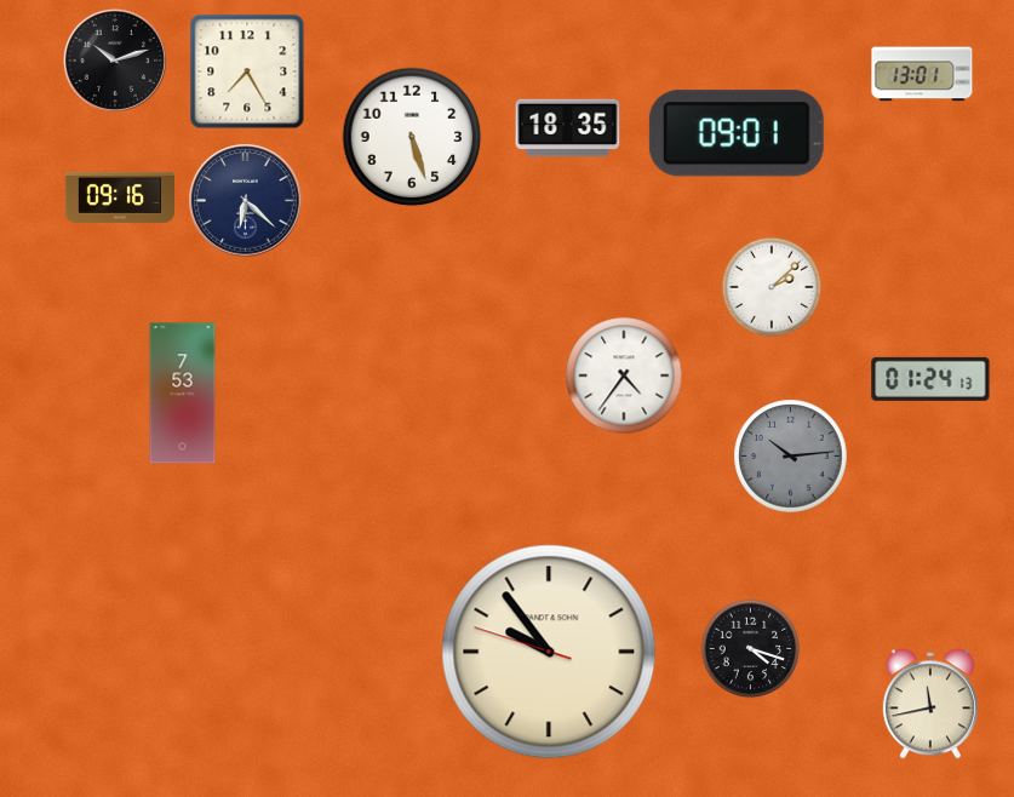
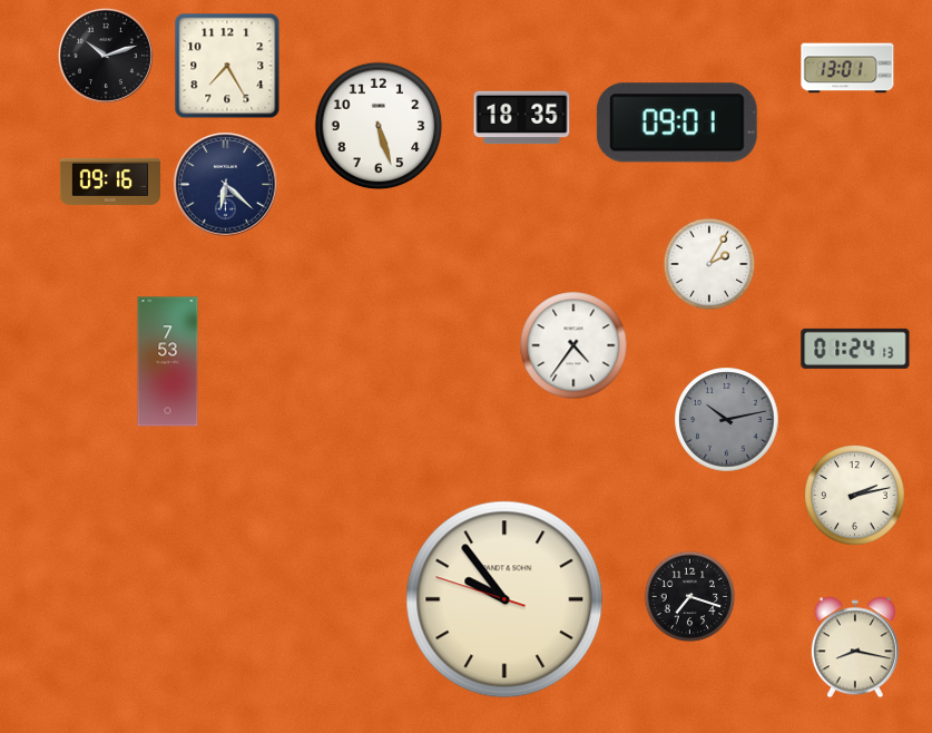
clock at (772, 287): 2:08 -> 2:05
clock at (791, 457): 10:14 -> 10:13
clock at (854, 495): none -> 2:13
clock at (751, 649): 4:18 -> 7:18
clock at (930, 704): 11:43 -> 8:17
